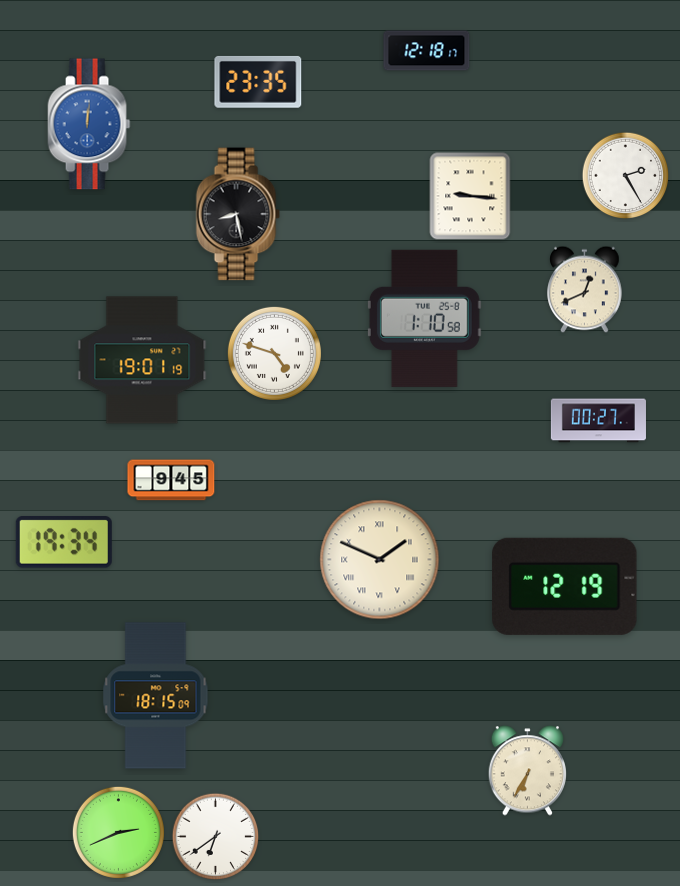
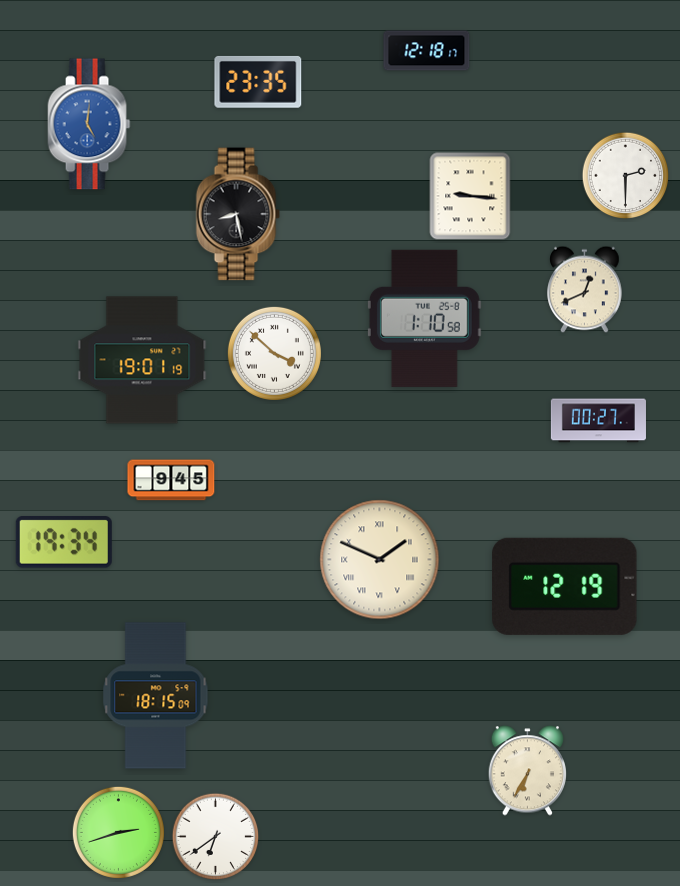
clock at (89, 124): 12:01 -> 5:01
clock at (626, 176): 2:25 -> 2:30
clock at (274, 353): 4:48 -> 3:52
clock at (118, 832): 2:41 -> 2:42
